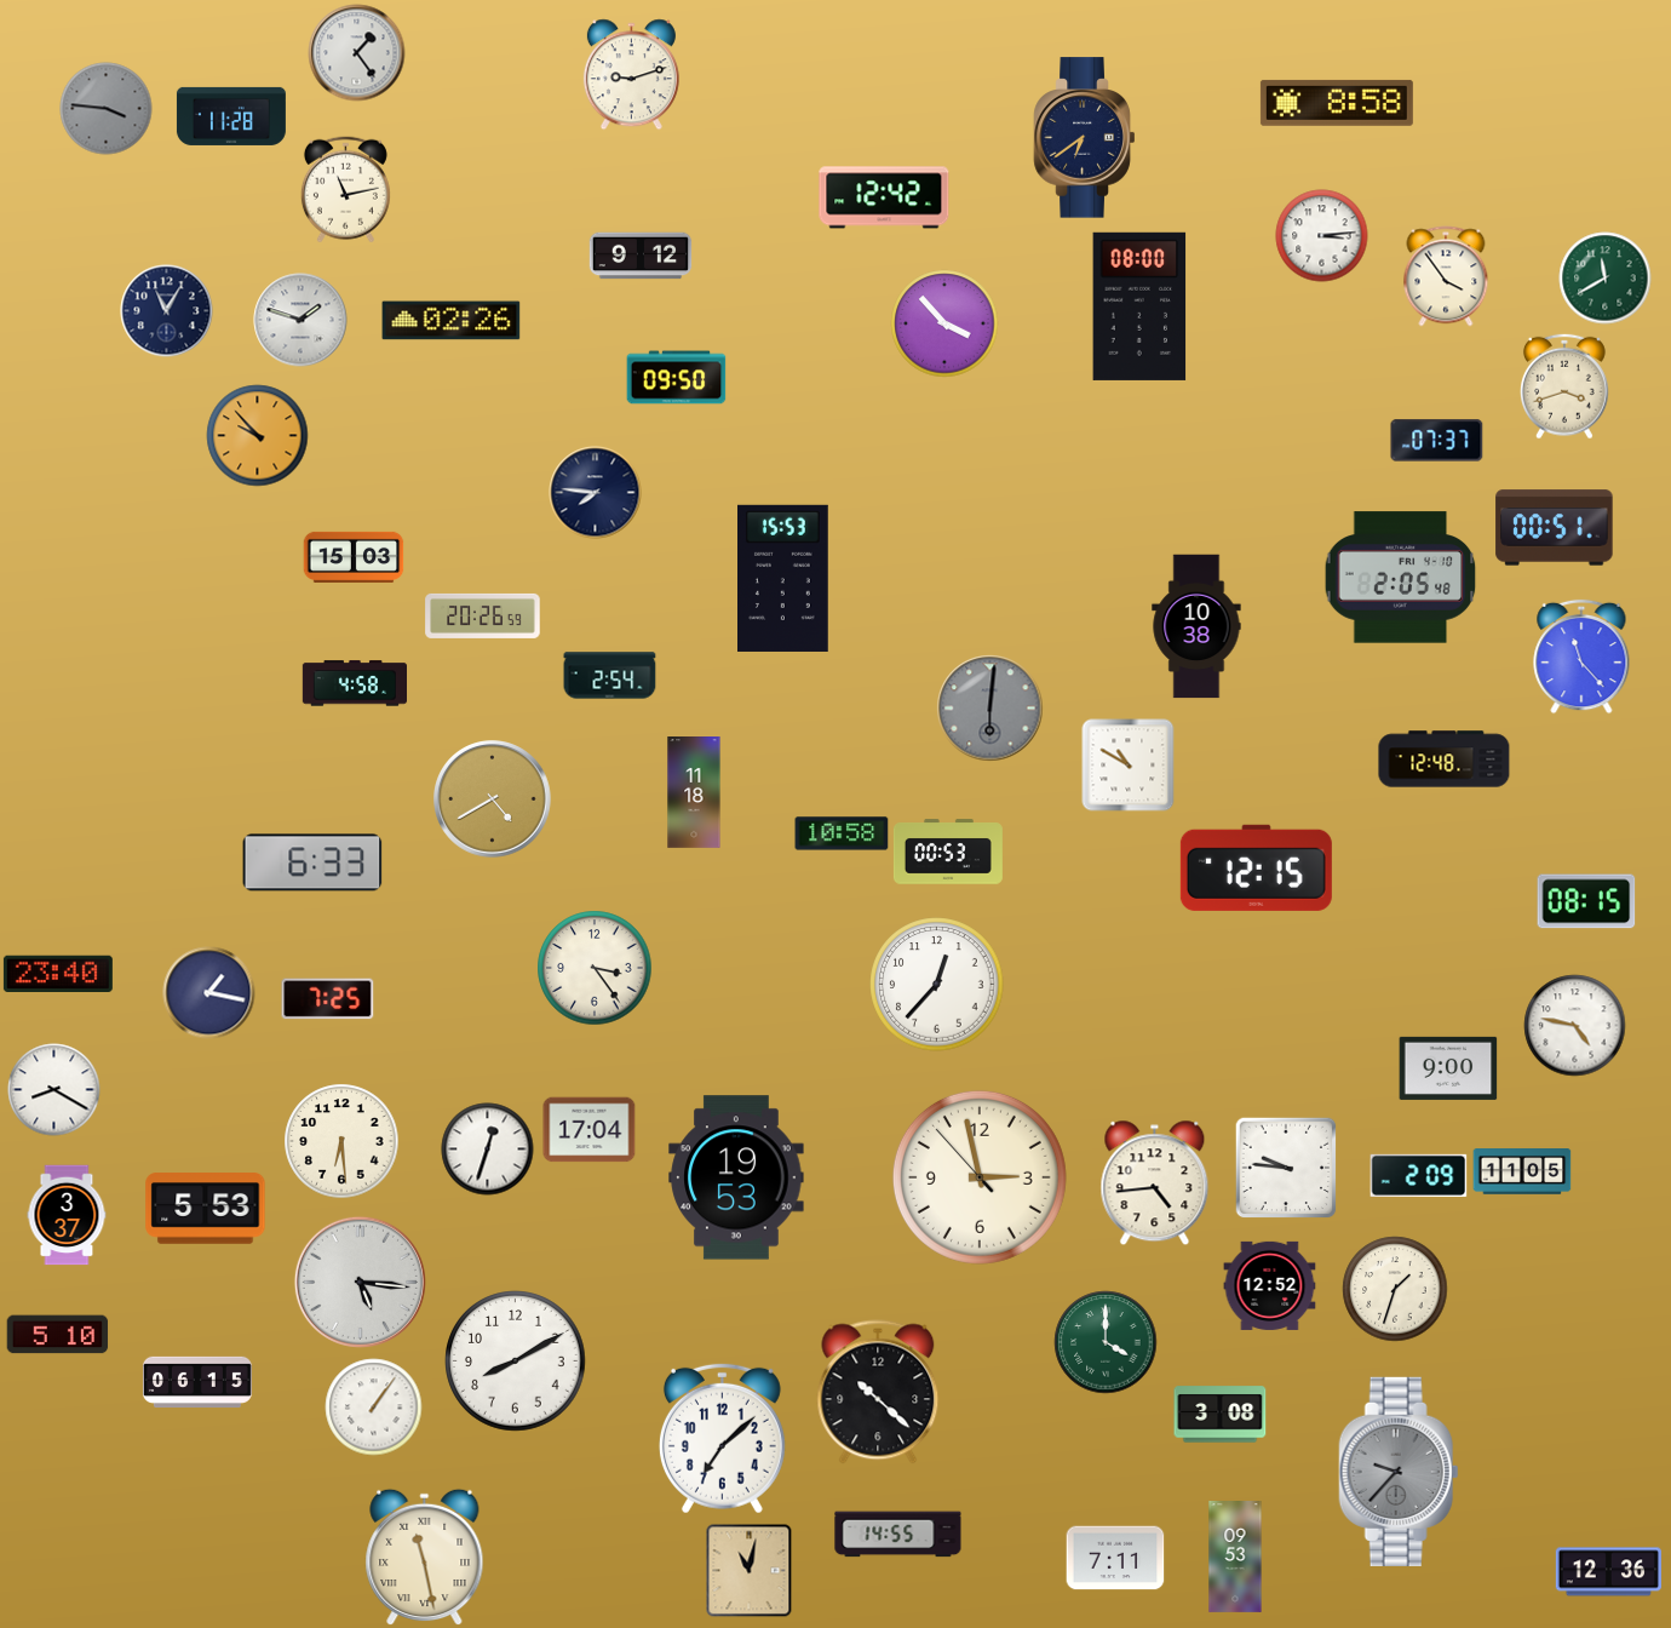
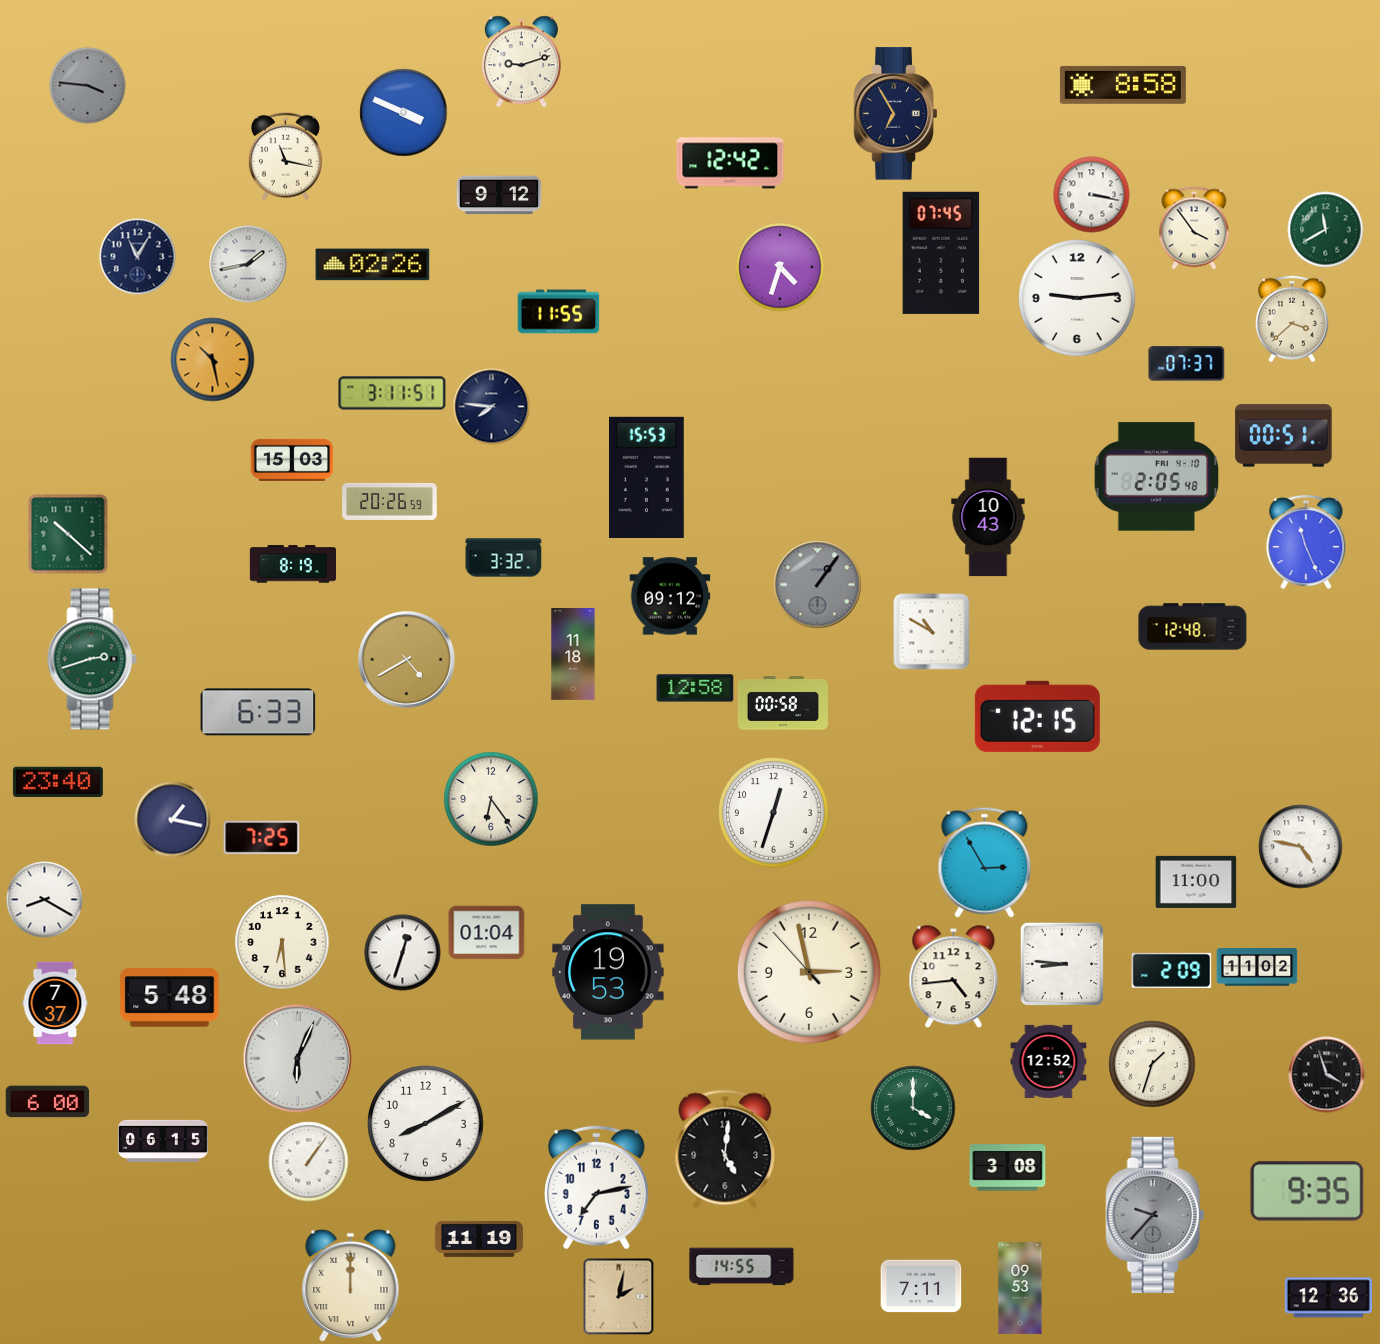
clock at (357, 53): 1:24 -> none
clock at (1337, 103) position: (1337, 103) -> (1123, 85)
clock at (107, 109) position: (107, 109) -> (88, 86)
clock at (231, 116): 11:28 -> none
clock at (404, 113): none -> 3:49
clock at (1085, 138): 6:39 -> 6:55
clock at (345, 190): 11:13 -> 11:17
clock at (1322, 236): 3:14 -> 3:17
clock at (641, 256) position: (641, 256) -> (499, 195)
clock at (1139, 306): 08:00 -> 07:45
clock at (300, 320): 1:48 -> 1:43
clock at (944, 323): 3:53 -> 4:33
clock at (1077, 298): none -> 9:14
clock at (677, 378): 09:50 -> 11:55
clock at (1566, 386): 3:42 -> 3:38
clock at (258, 436): 9:53 -> 10:28
clock at (392, 393): none -> 3:11
clock at (483, 615) position: (483, 615) -> (390, 501)
clock at (1196, 626): 10:38 -> 10:43
clock at (68, 534): none -> 10:22
clock at (1581, 657): 11:23 -> 11:26
clock at (610, 676): 2:54 -> 3:32
clock at (354, 683): 4:58 -> 8:19
clock at (990, 709): 6:01 -> 1:06
clock at (670, 596): none -> 09:12
clock at (92, 659): none -> 2:42
clock at (842, 833): 10:58 -> 12:58
clock at (948, 852): 00:53 -> 00:58
clock at (1586, 901): 08:15 -> none
clock at (595, 968): 3:24 -> 6:24
clock at (58, 973) position: (58, 973) -> (58, 781)
clock at (937, 985): 12:37 -> 12:33
clock at (328, 999) position: (328, 999) -> (262, 838)
clock at (985, 862): none -> 2:55
clock at (1448, 1068): 9:00 -> 11:00
clock at (590, 1130): 17:04 -> 01:04
clock at (488, 1150) position: (488, 1150) -> (403, 953)
clock at (1286, 1168): 9:46 -> 8:46
clock at (1522, 1171): 11:05 -> 11:02
clock at (206, 1209): 5:53 -> 5:48
clock at (67, 1215): 3:37 -> 7:37
clock at (360, 1282): 5:16 -> 6:04
clock at (1327, 1075): none -> 3:57
clock at (58, 1335): 5:10 -> 6:00
clock at (878, 1392): 10:22 -> 5:01
clock at (722, 1438): 7:08 -> 7:13
clock at (1307, 1191): none -> 9:35
clock at (479, 1239): none -> 11:19
clock at (425, 1558): 11:28 -> 12:00
clock at (1235, 1558) position: (1235, 1558) -> (1020, 1289)
clock at (750, 1571): 11:02 -> 2:02
